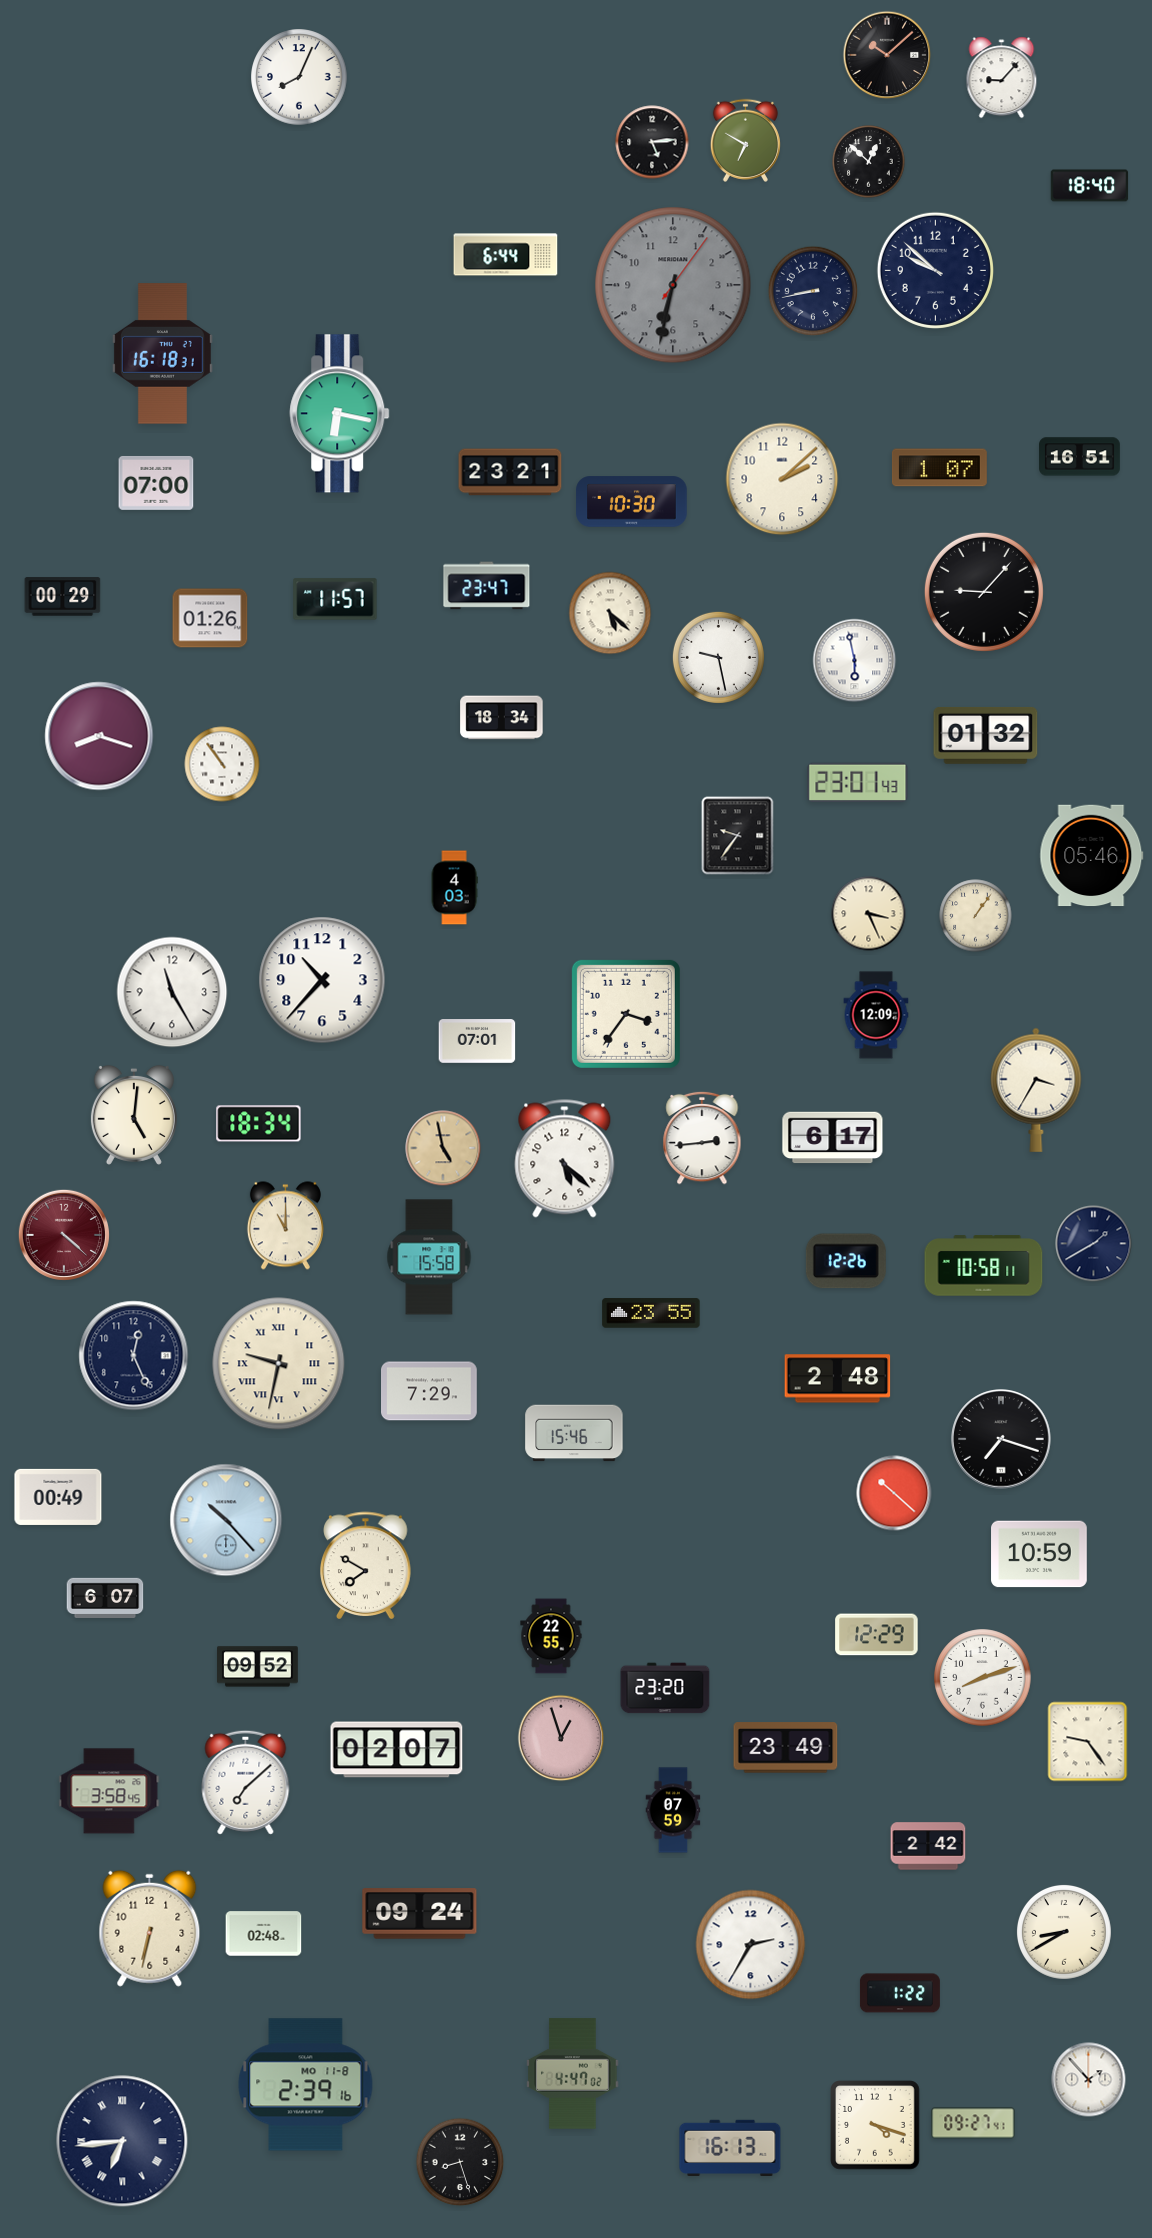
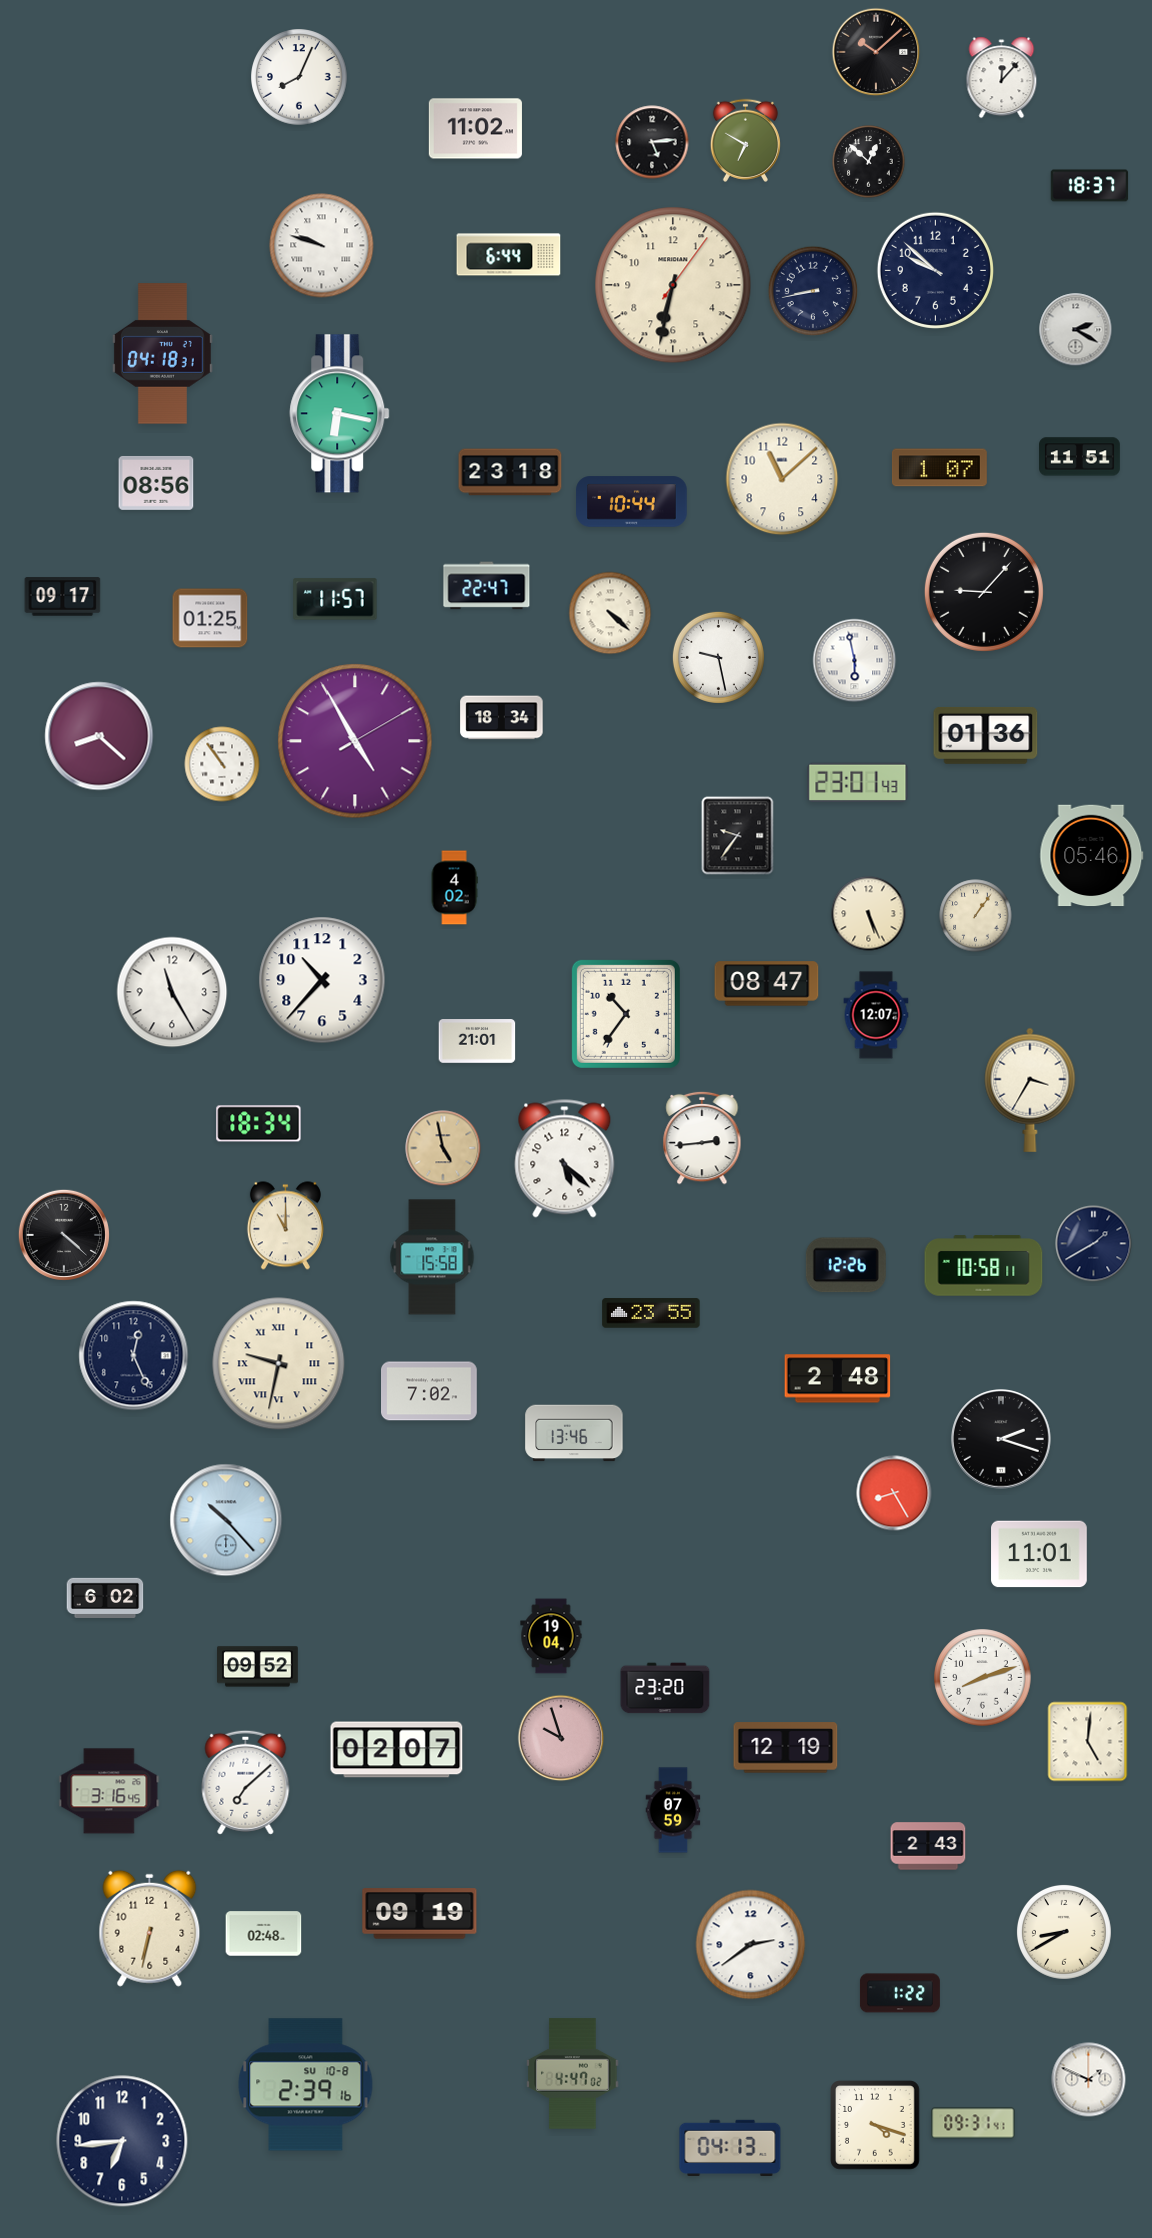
clock at (887, 55) position: (887, 55) -> (876, 52)
clock at (1002, 78): 9:07 -> 12:07
clock at (475, 129): none -> 11:02
clock at (1090, 186): 18:40 -> 18:37
clock at (322, 246): none -> 9:48
clock at (506, 255) position: (506, 255) -> (509, 255)
clock at (673, 285) dial: grey -> cream
clock at (1076, 330): none -> 2:20
clock at (162, 354): 16:18 -> 04:18
clock at (1080, 457): 16:51 -> 11:51
clock at (510, 472): 23:21 -> 23:18
clock at (782, 479): 2:08 -> 11:08
clock at (156, 483): 07:00 -> 08:56
clock at (632, 502): 10:30 -> 10:44
clock at (487, 586): 23:47 -> 22:47
clock at (63, 597): 00:29 -> 09:17
clock at (610, 613): 5:22 -> 4:22
clock at (210, 618): 01:26 -> 01:25
clock at (986, 735): 01:32 -> 01:36
clock at (99, 736): 8:18 -> 8:22
clock at (355, 741): none -> 4:55
clock at (454, 888): 4:03 -> 4:02
clock at (869, 914): 3:26 -> 5:26
clock at (767, 984): none -> 08:47
clock at (626, 1014): 3:36 -> 10:36
clock at (876, 1015): 12:09 -> 12:07
clock at (477, 1041): 07:01 -> 21:01
clock at (1036, 1090) position: (1036, 1090) -> (1030, 1090)
clock at (134, 1115): 5:01 -> none
clock at (833, 1138): 6:17 -> none
clock at (64, 1235) dial: burgundy -> black
clock at (429, 1257) position: (429, 1257) -> (432, 1257)
clock at (846, 1261) position: (846, 1261) -> (846, 1265)
clock at (429, 1391): 7:29 -> 7:02
clock at (574, 1433): 15:46 -> 13:46
clock at (1001, 1439): 7:18 -> 2:18
clock at (894, 1493): 10:22 -> 8:25
clock at (58, 1497): 00:49 -> none
clock at (1039, 1554): 10:59 -> 11:01
clock at (366, 1565): 7:50 -> none
clock at (105, 1598): 6:07 -> 6:02
clock at (877, 1635): 12:29 -> none
clock at (551, 1636): 22:55 -> 19:04
clock at (561, 1738): 12:57 -> 9:57
clock at (1088, 1742): 9:24 -> 5:01
clock at (786, 1748): 23:49 -> 12:19
clock at (109, 1791): 3:58 -> 3:16
clock at (928, 1846): 2:42 -> 2:43
clock at (420, 1914): 09:24 -> 09:19
clock at (751, 1945): 2:35 -> 2:39
clock at (1089, 2080): 1:53 -> 1:49
clock at (306, 2085) date: MO 11-8 -> SU 10-8
clock at (973, 2123): 09:27 -> 09:31
clock at (122, 2141) numerals: Roman -> Arabic
clock at (730, 2147): 16:13 -> 04:13
clock at (460, 2162): 8:27 -> none
